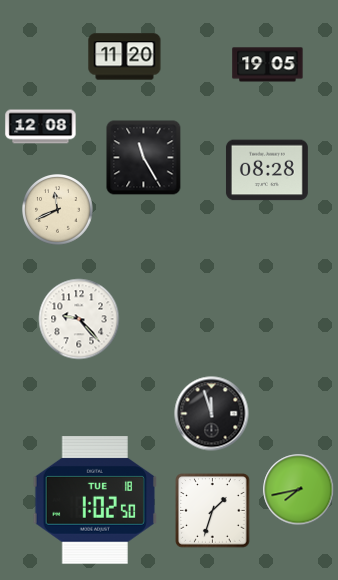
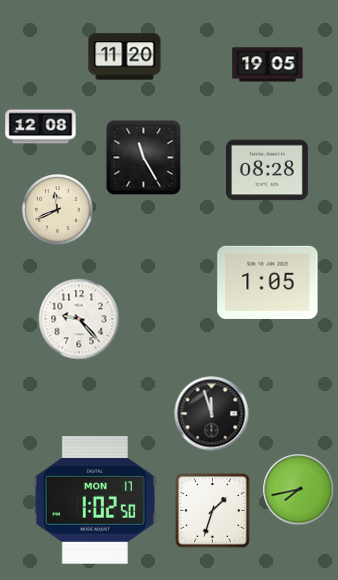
clock at (268, 282): none -> 1:05
clock at (94, 501) date: TUE 18 -> MON 17
